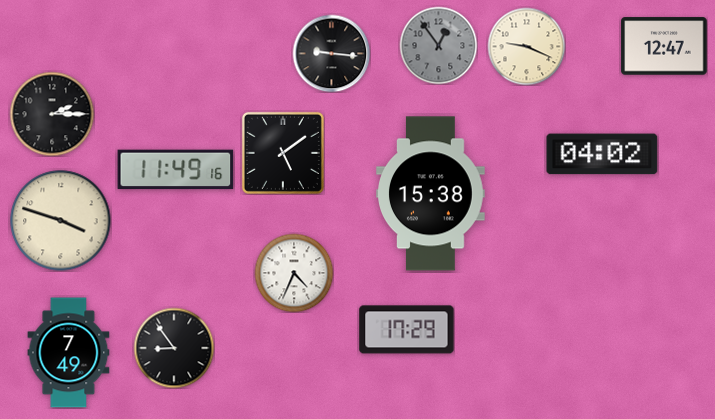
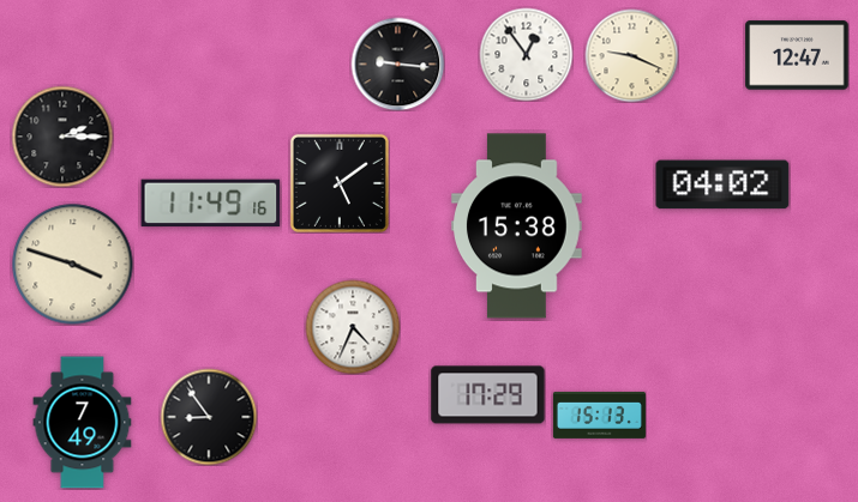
clock at (438, 45) dial: grey -> white
clock at (431, 194) position: (431, 194) -> (517, 226)
clock at (599, 415): none -> 15:13
